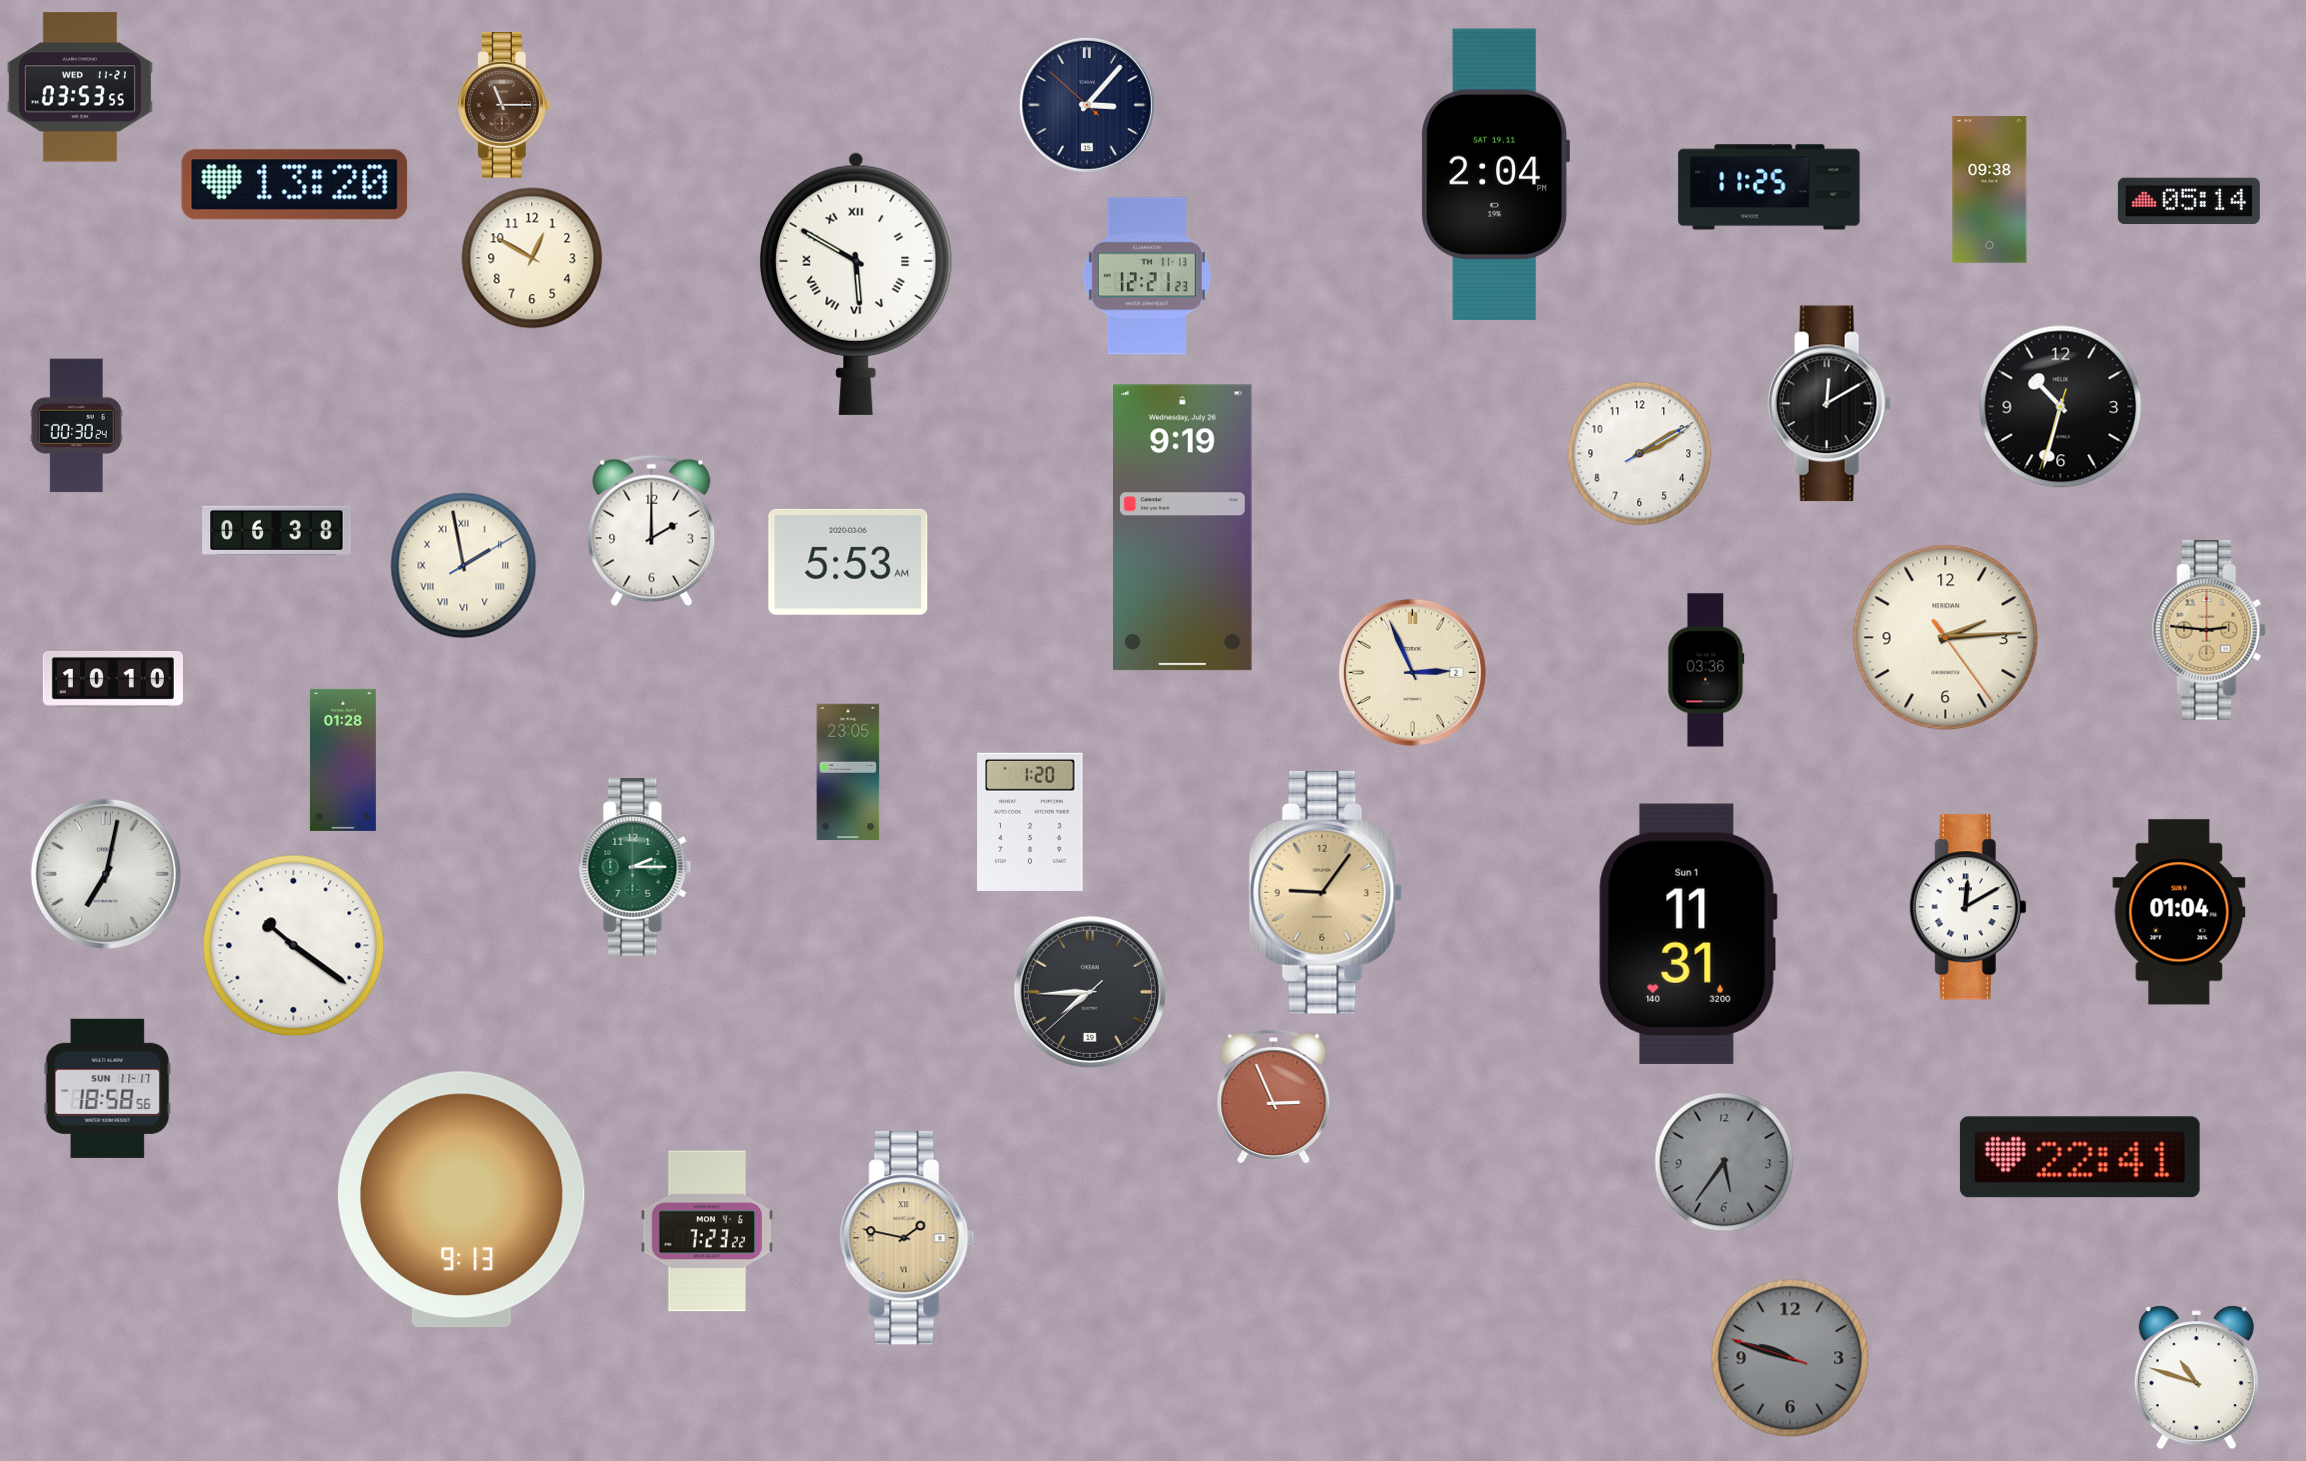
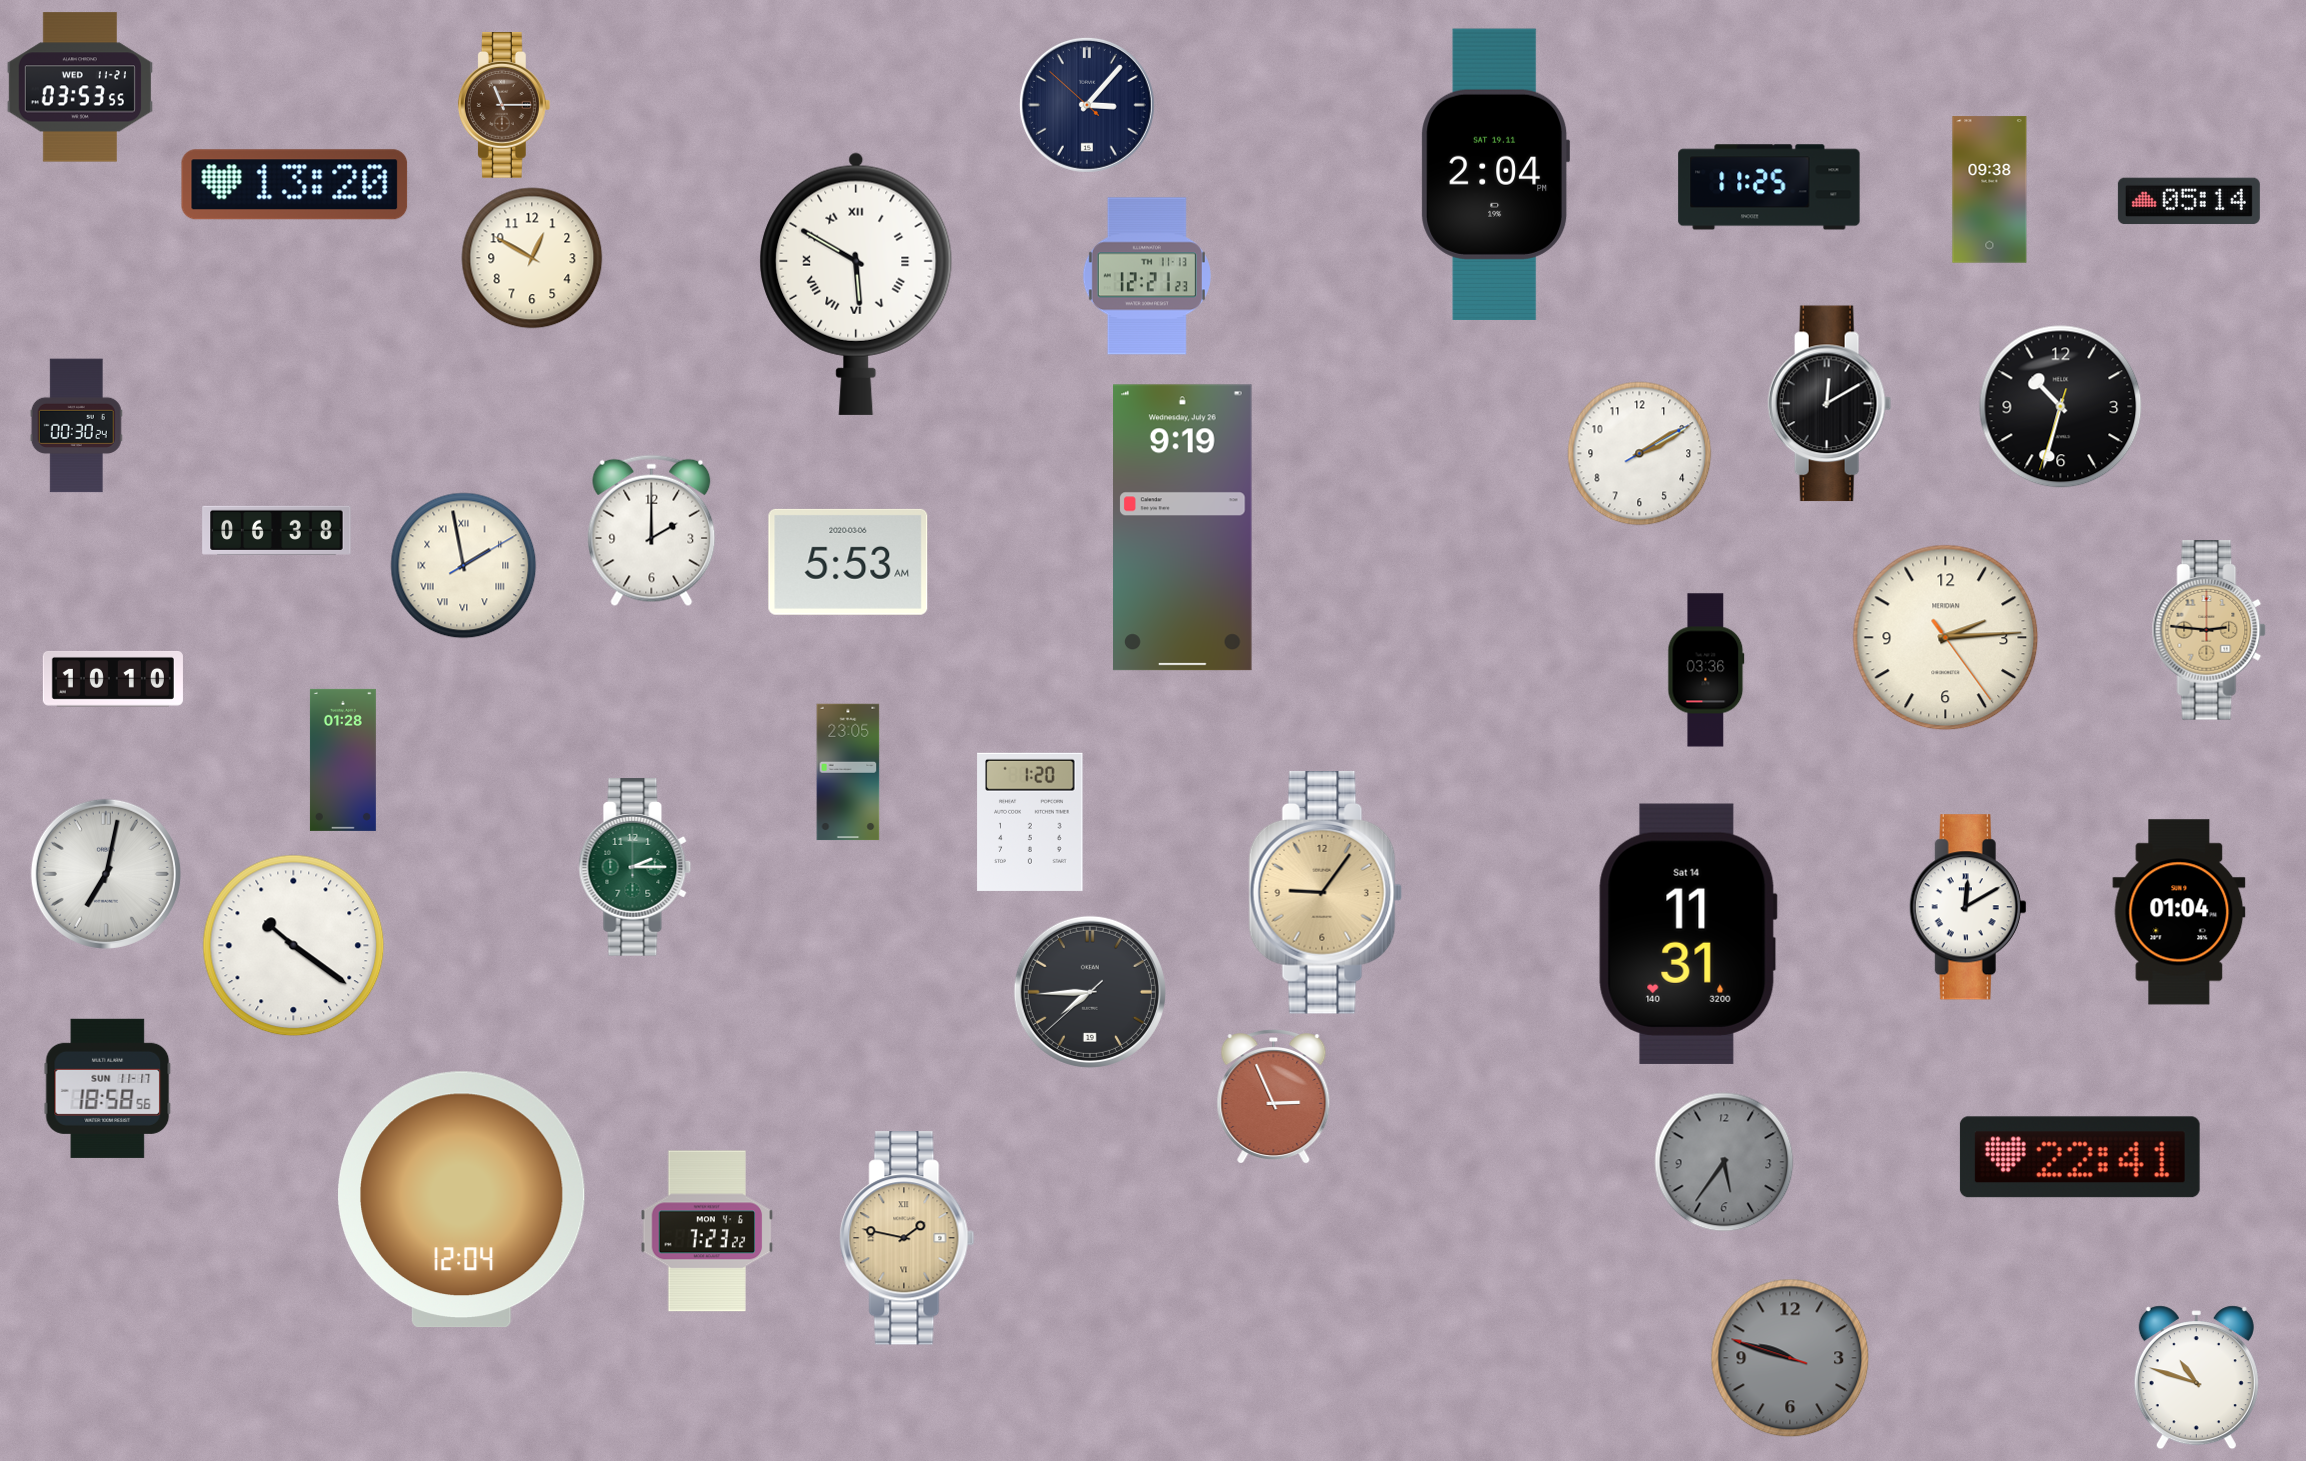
clock at (1412, 672): 2:56 -> none
clock at (1688, 934) date: Sun 1 -> Sat 14
clock at (462, 1200): 9:13 -> 12:04
